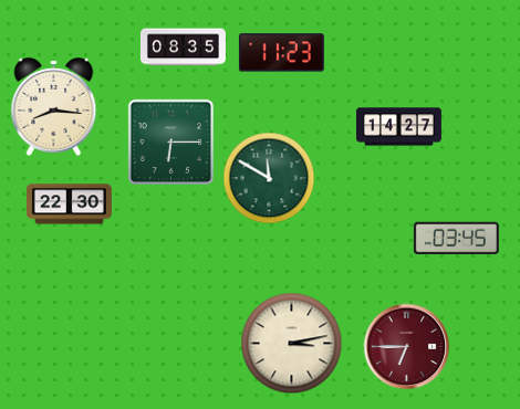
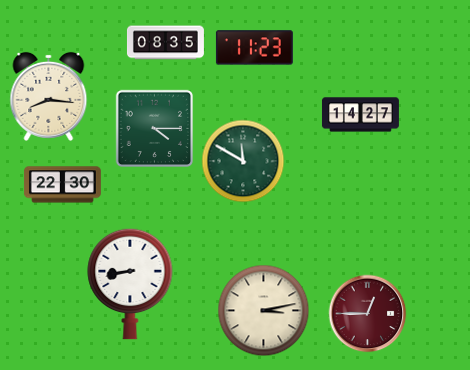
clock at (170, 141): 6:15 -> 4:15
clock at (456, 239): 03:45 -> none
clock at (130, 284): none -> 8:43
clock at (406, 346): 6:45 -> 12:45
